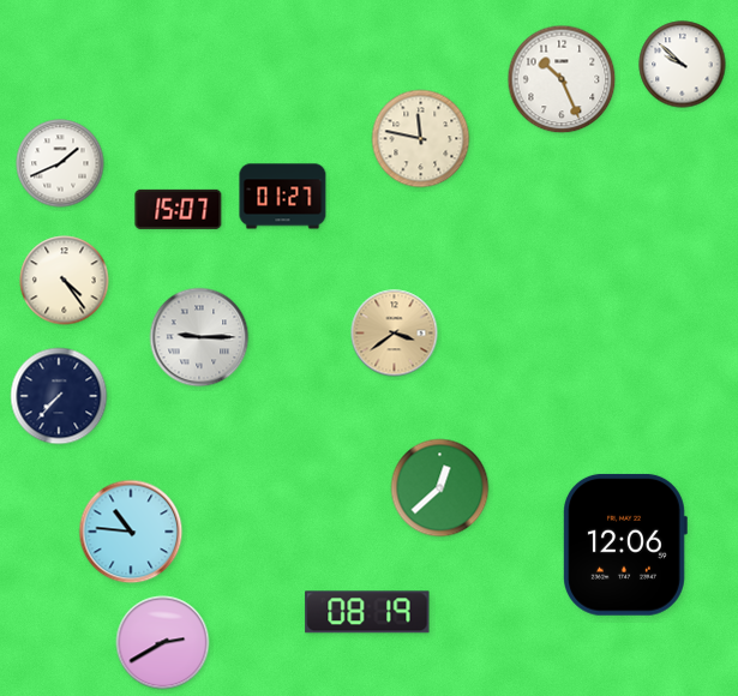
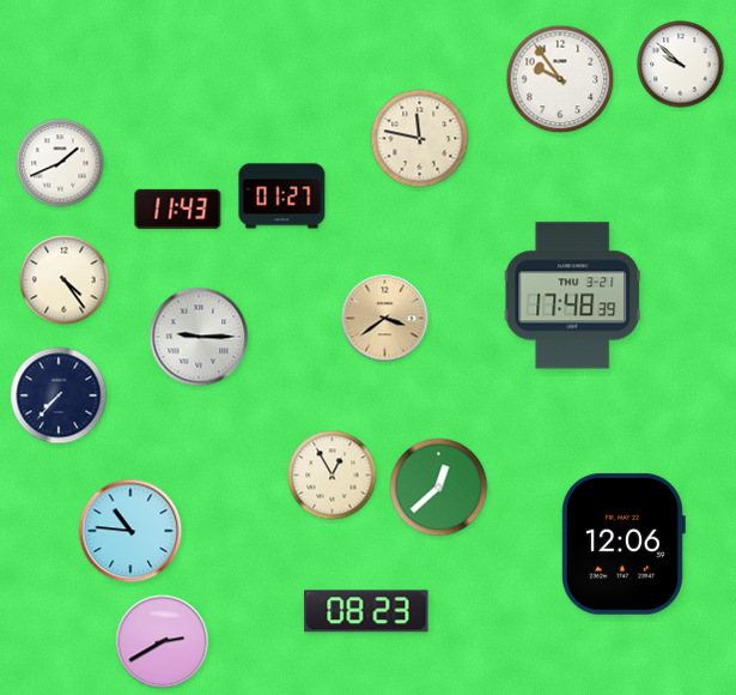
clock at (562, 79): 10:26 -> 9:54
clock at (179, 209): 15:07 -> 11:43
clock at (573, 296): none -> 17:48
clock at (395, 334) position: (395, 334) -> (385, 319)
clock at (333, 476): none -> 12:55
clock at (367, 612): 08:19 -> 08:23
